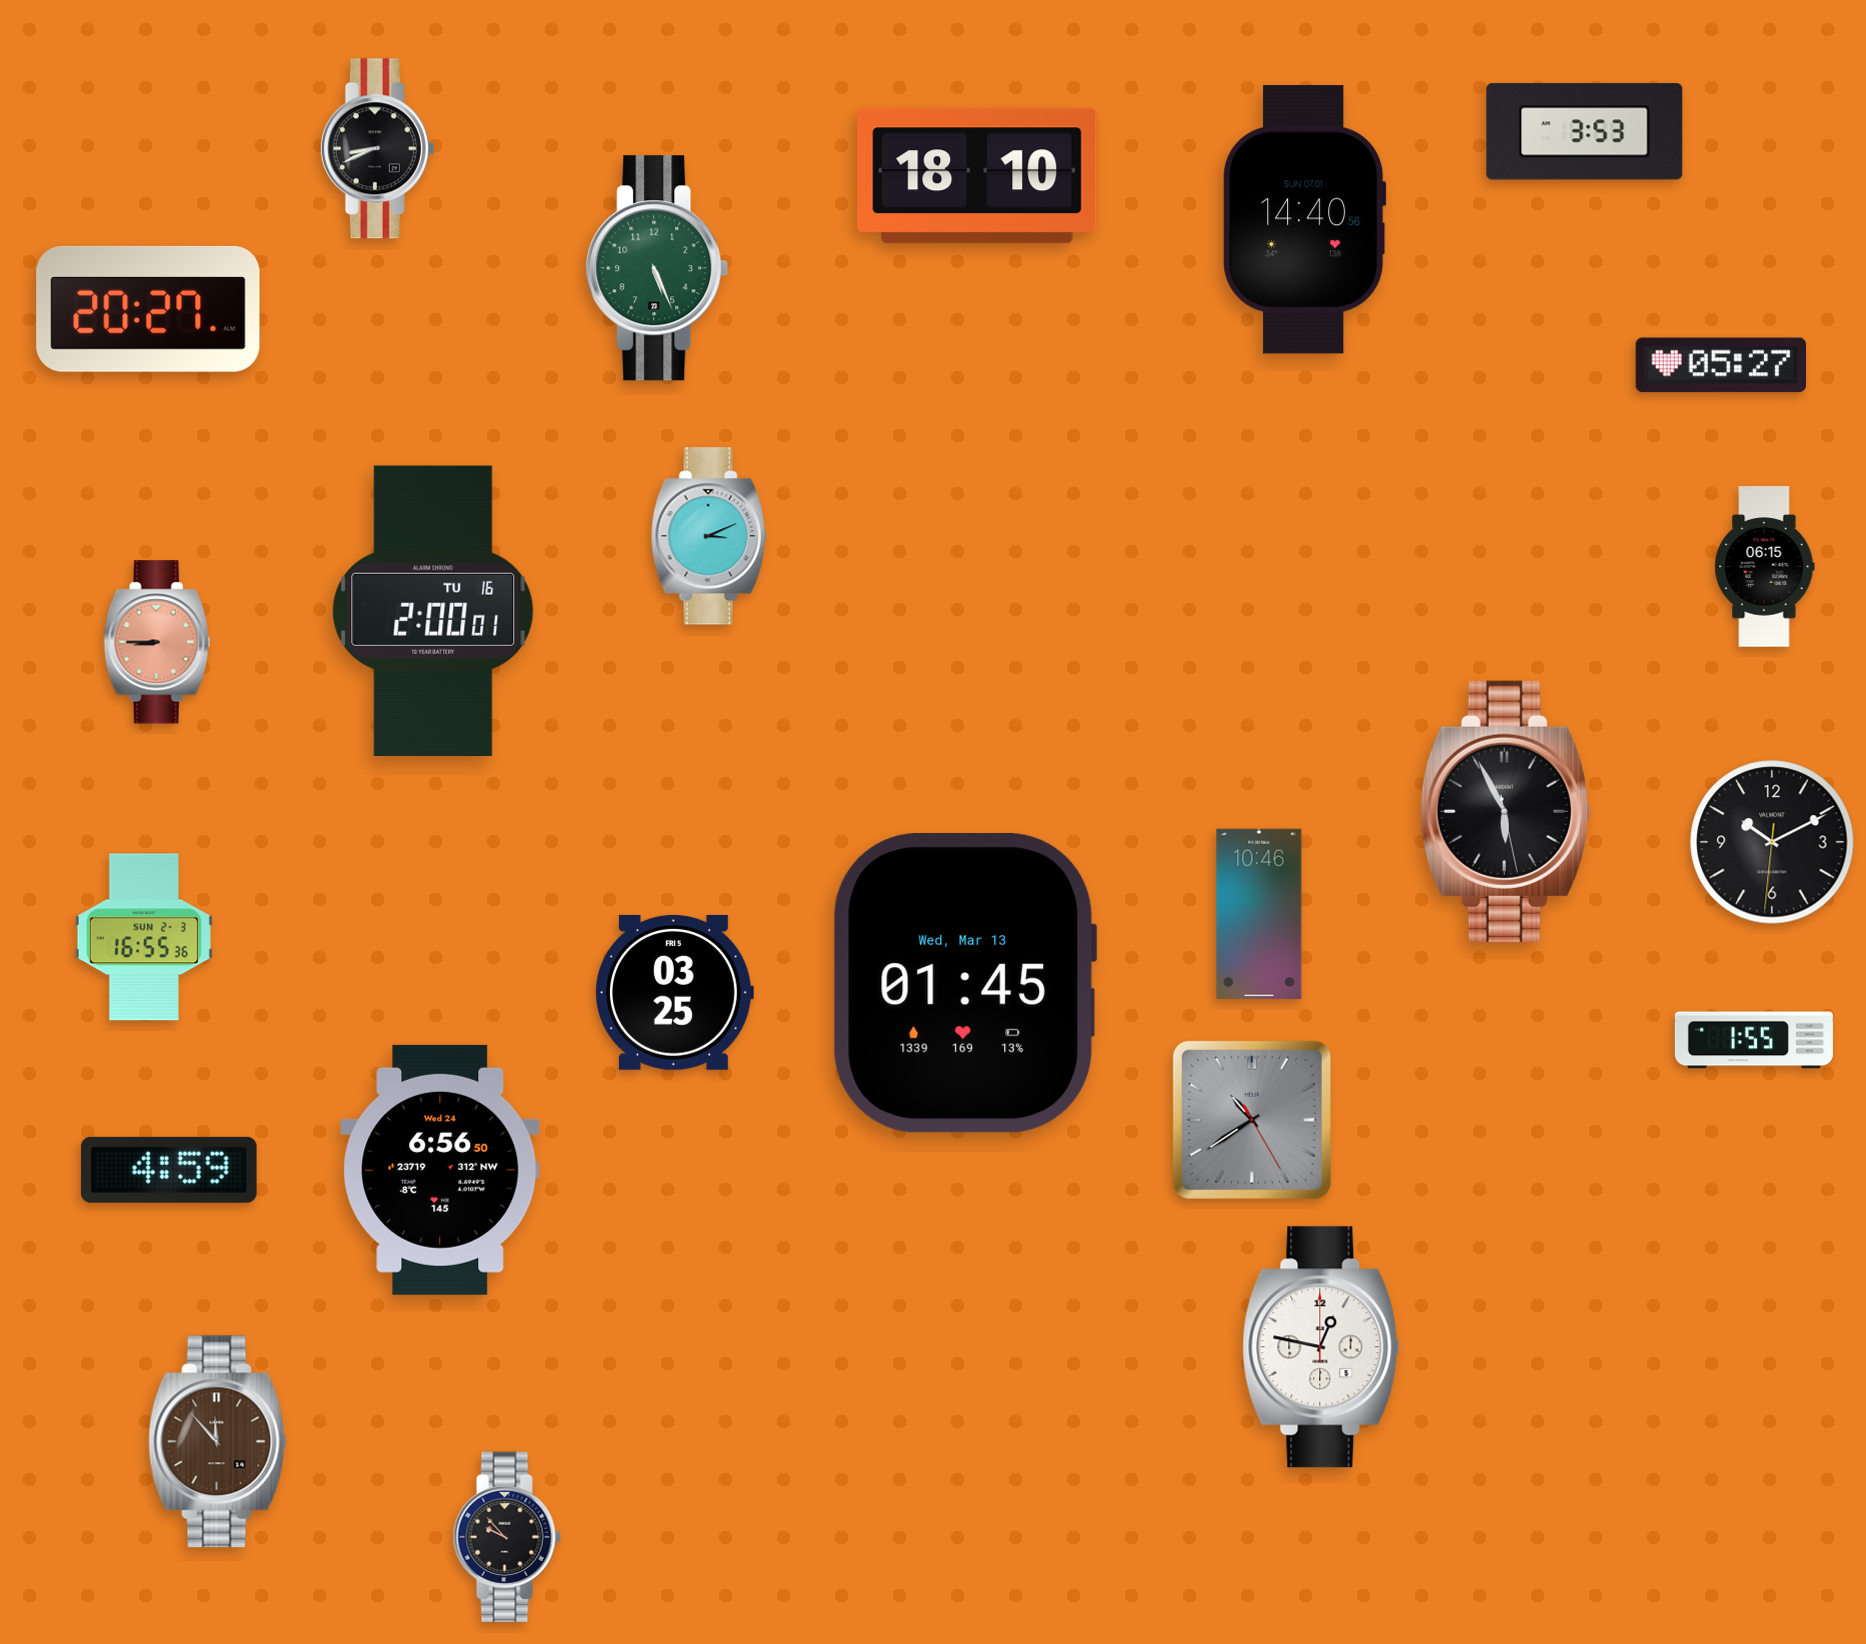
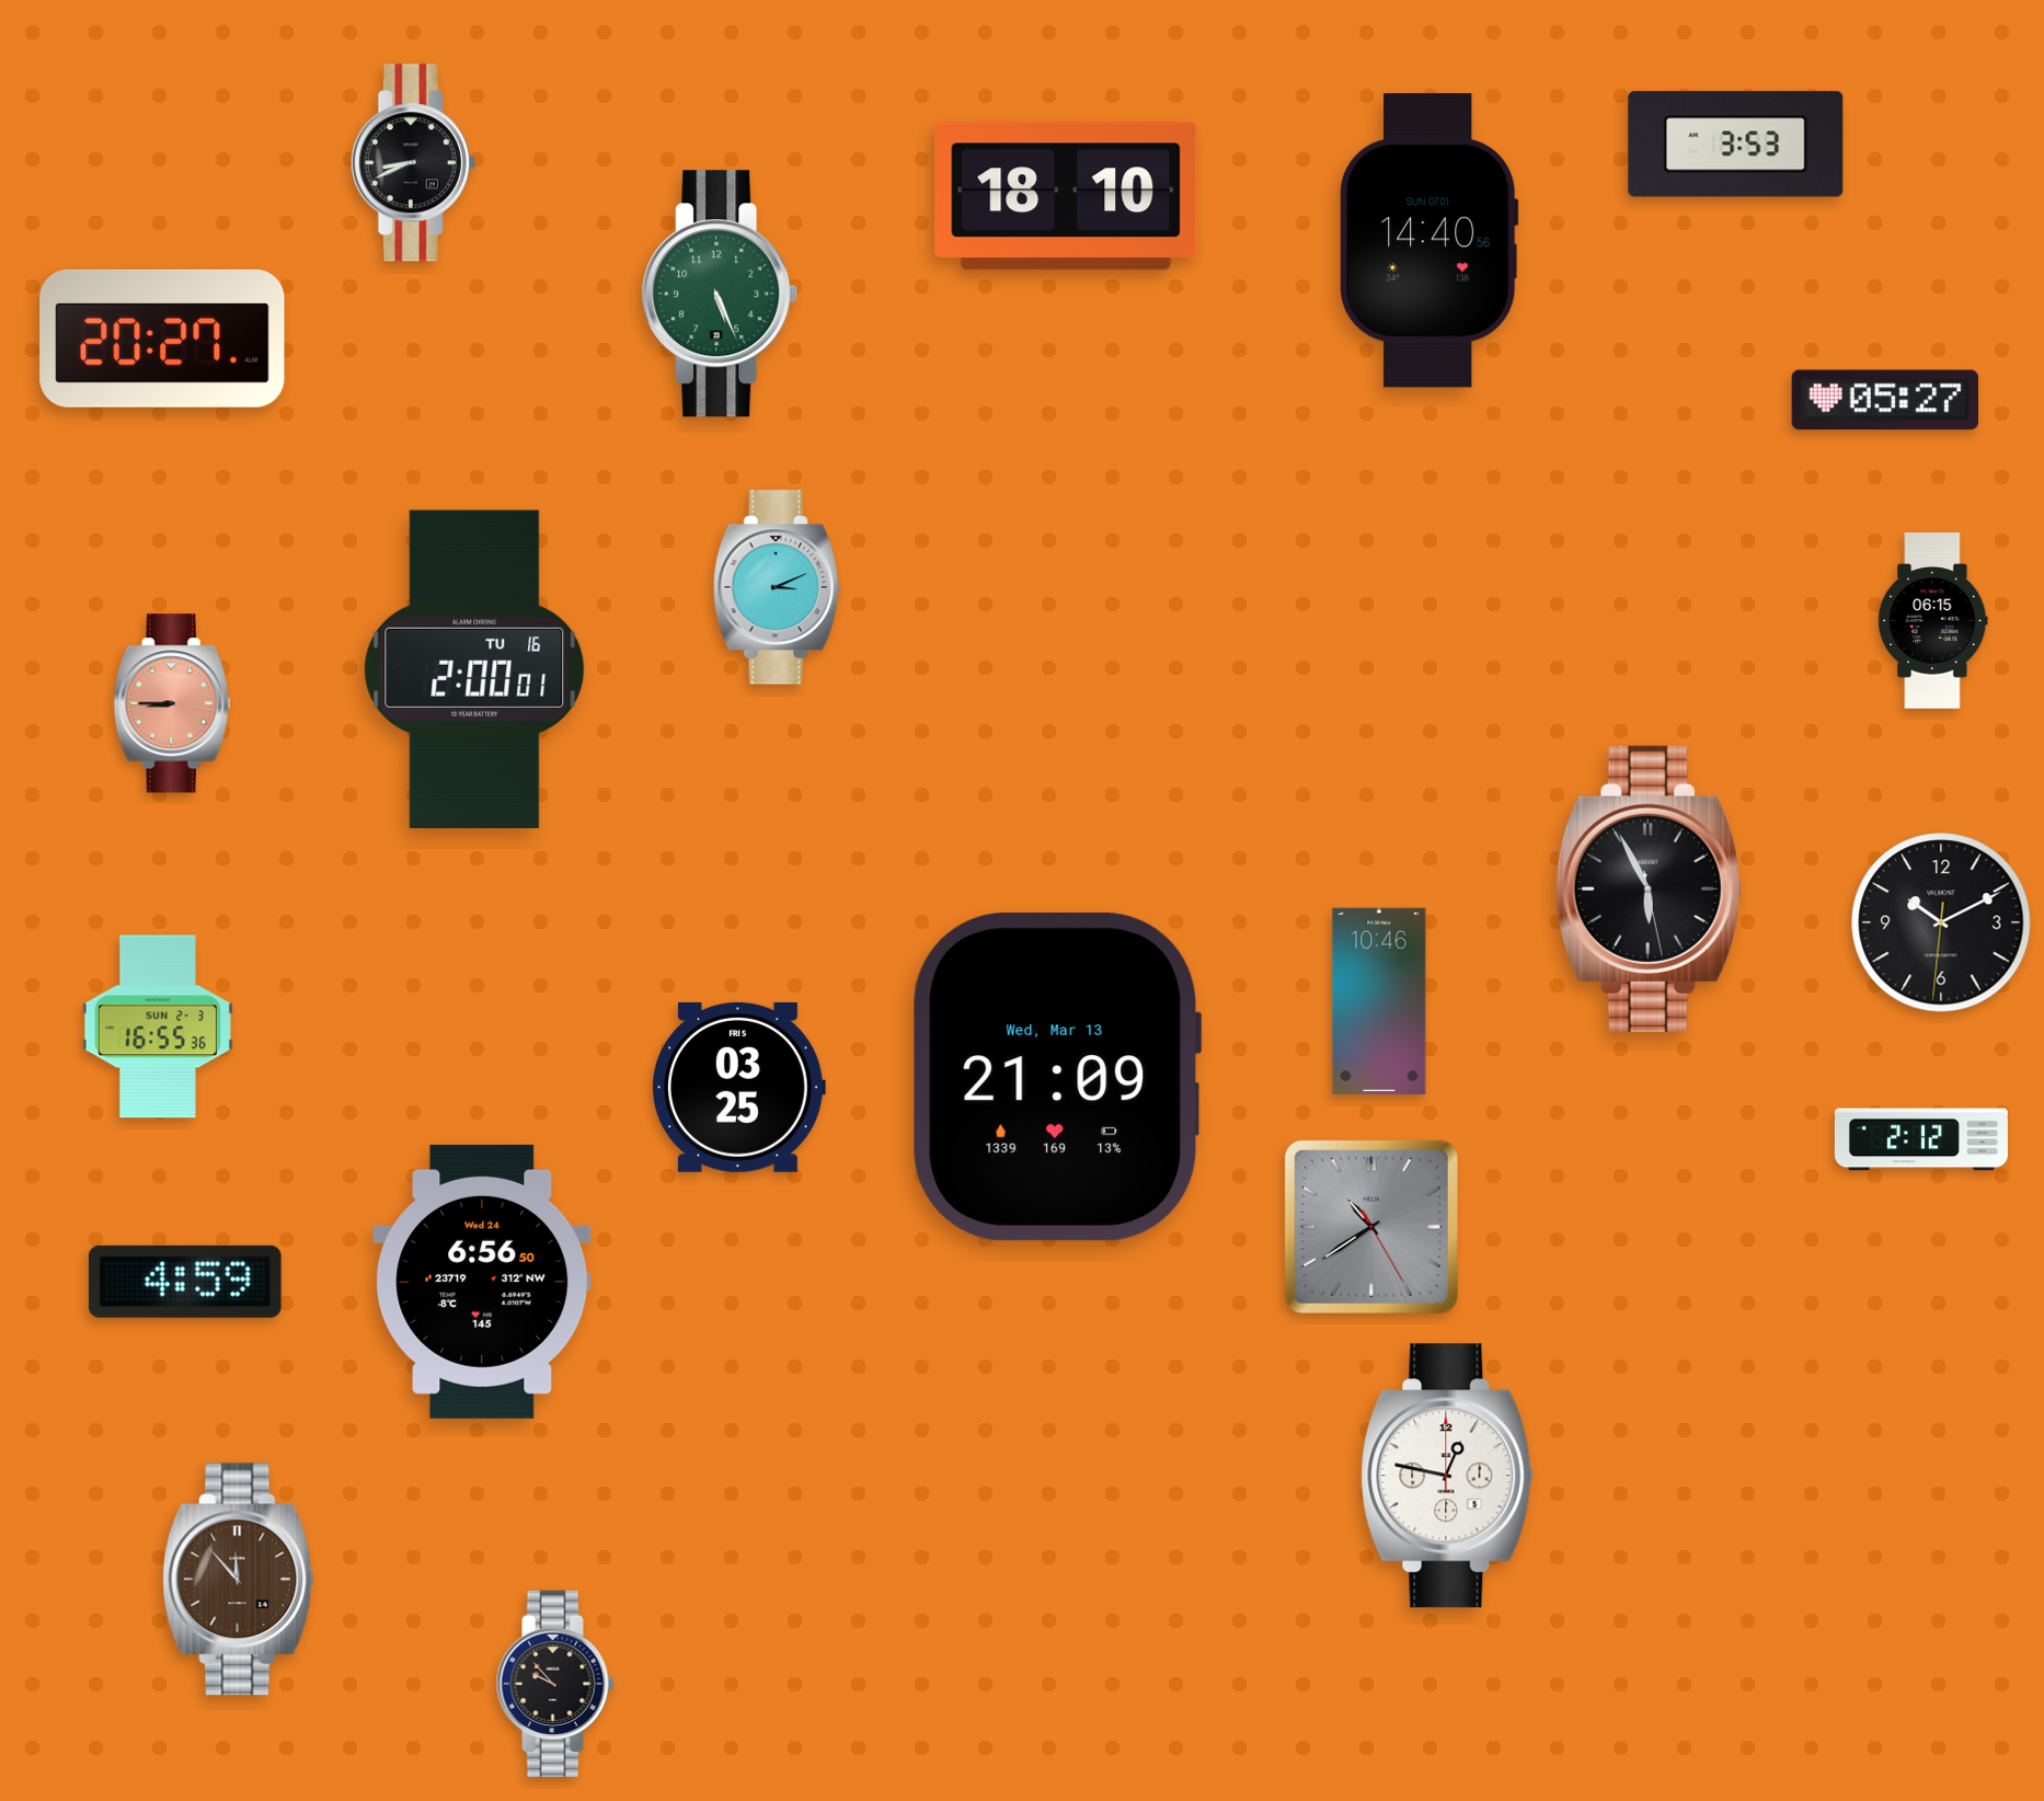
clock at (977, 176) position: (977, 176) -> (1066, 196)
clock at (965, 984): 01:45 -> 21:09
clock at (1754, 1040): 1:55 -> 2:12
